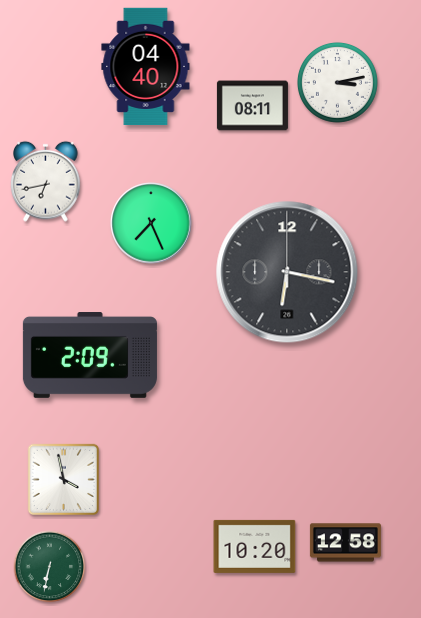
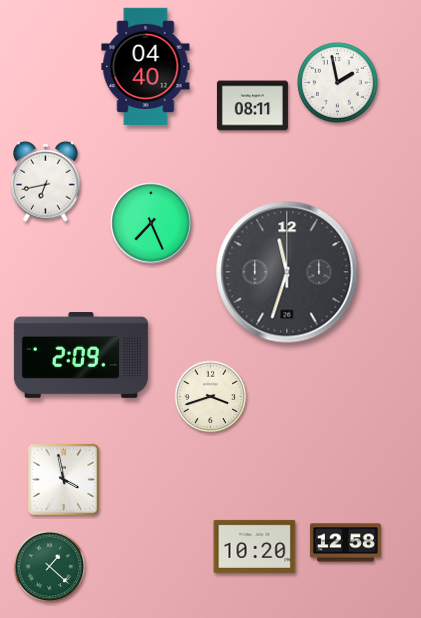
clock at (337, 82): 3:13 -> 1:58
clock at (287, 272): 6:17 -> 11:33
clock at (90, 356) position: (90, 356) -> (81, 356)
clock at (211, 397): none -> 3:42
clock at (50, 567): 6:32 -> 1:22
